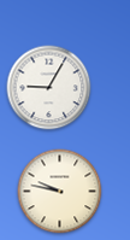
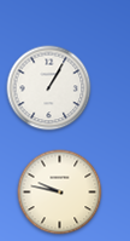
clock at (49, 88): 9:05 -> 1:05
